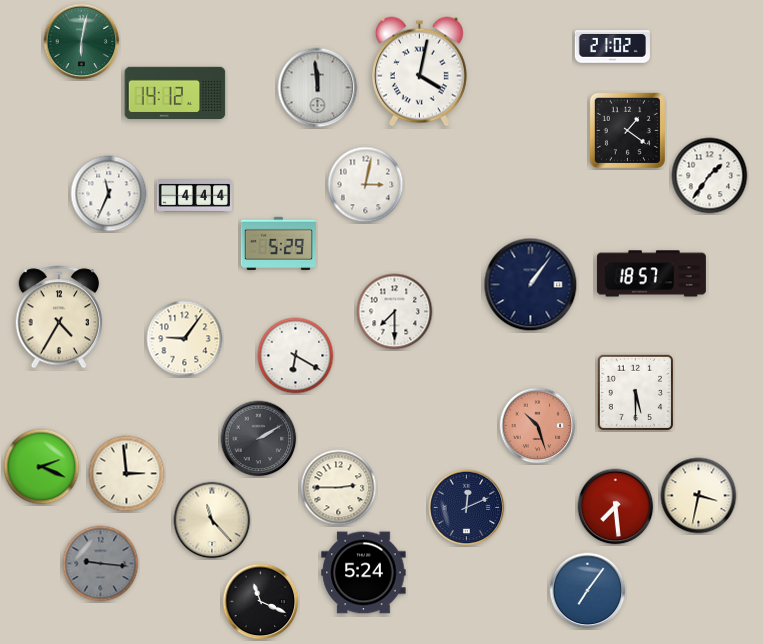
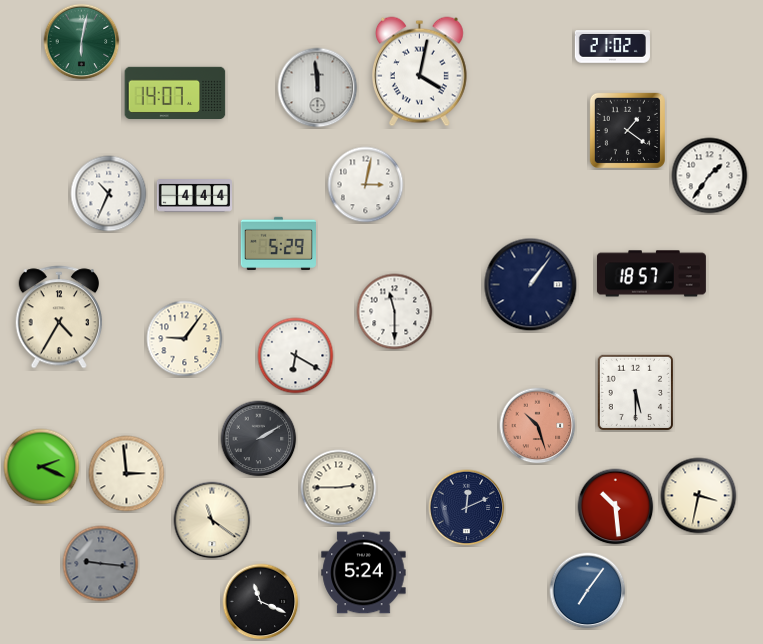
clock at (175, 93): 14:12 -> 14:07
clock at (109, 194): 11:34 -> 10:34
clock at (395, 312): 7:30 -> 11:30
clock at (616, 507): 7:29 -> 10:29
clock at (212, 520): 11:23 -> 11:21
